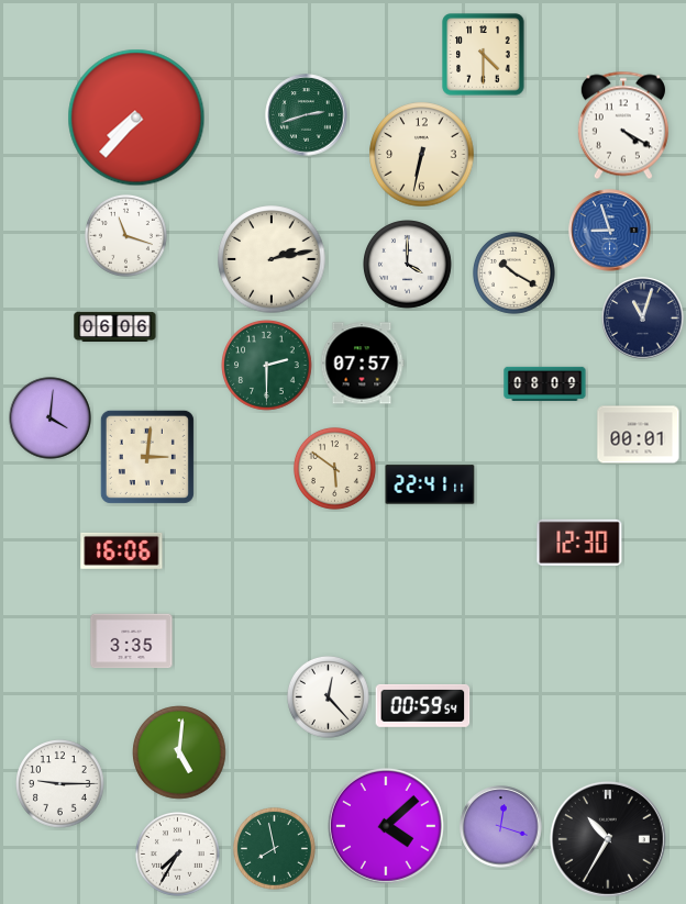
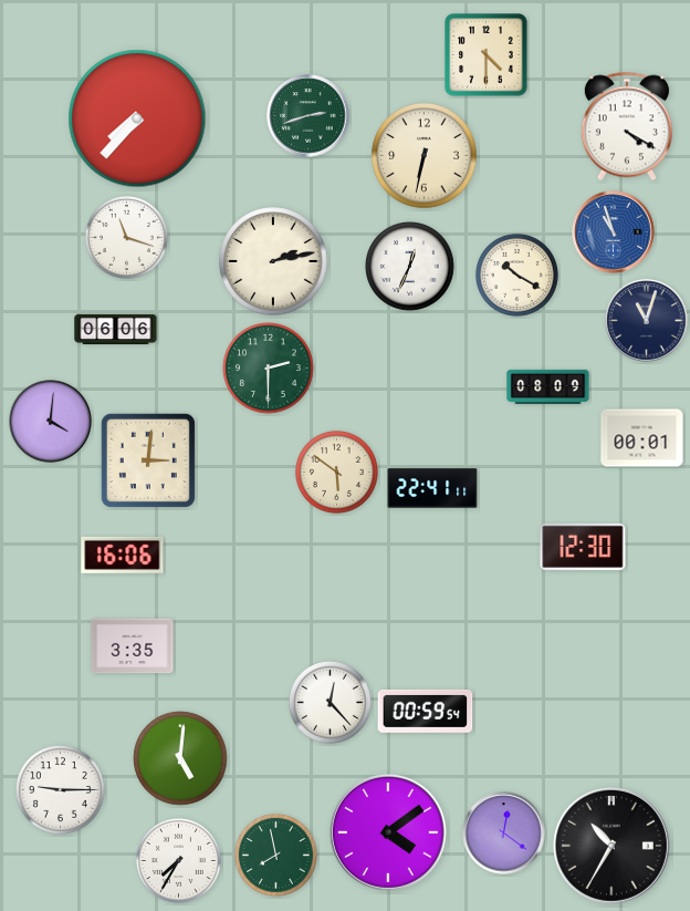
clock at (610, 231): 8:57 -> 10:57
clock at (408, 265): 4:00 -> 12:34
clock at (362, 364): 07:57 -> none
clock at (386, 826): 4:08 -> 4:09
clock at (501, 827): 12:18 -> 12:21
